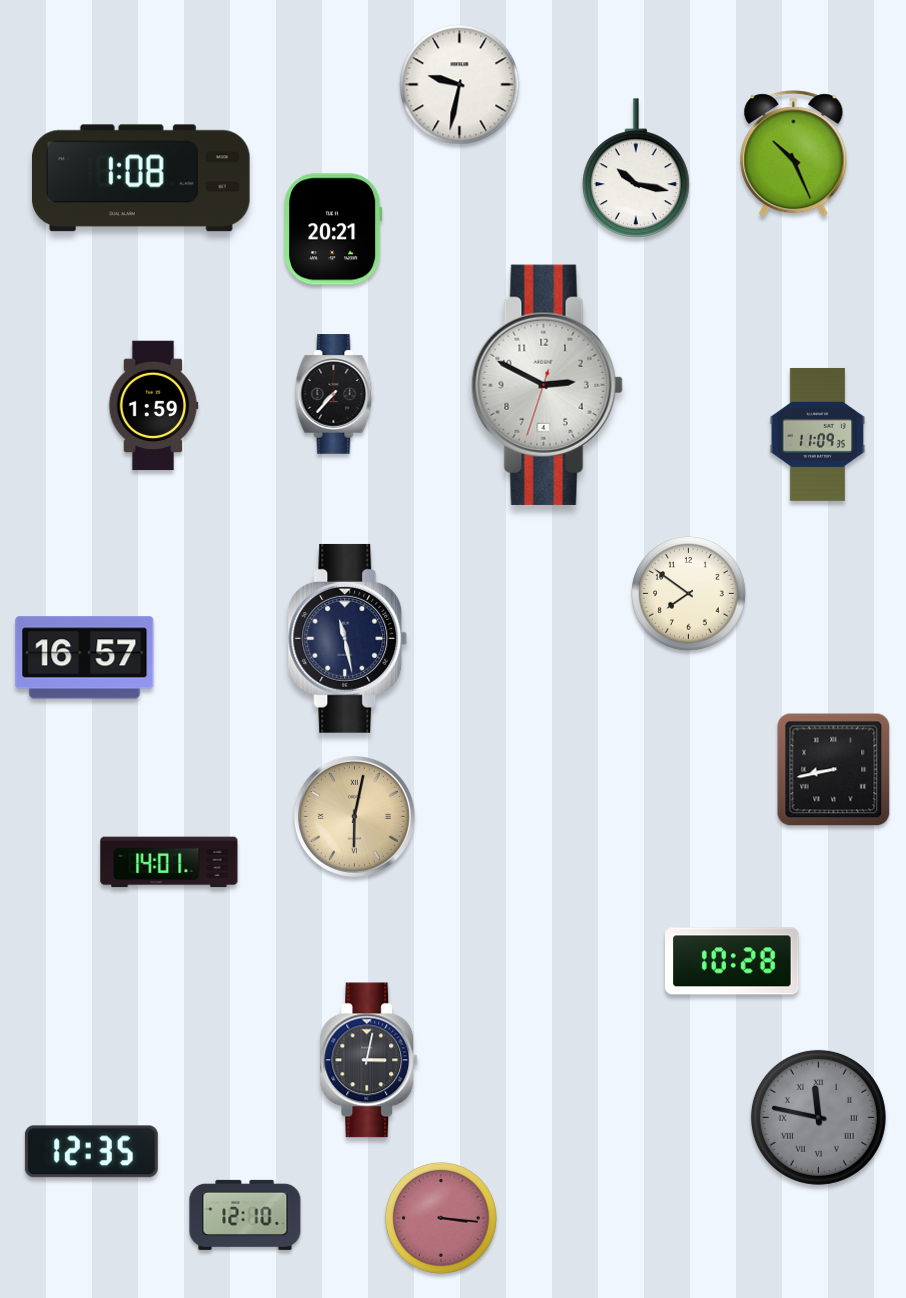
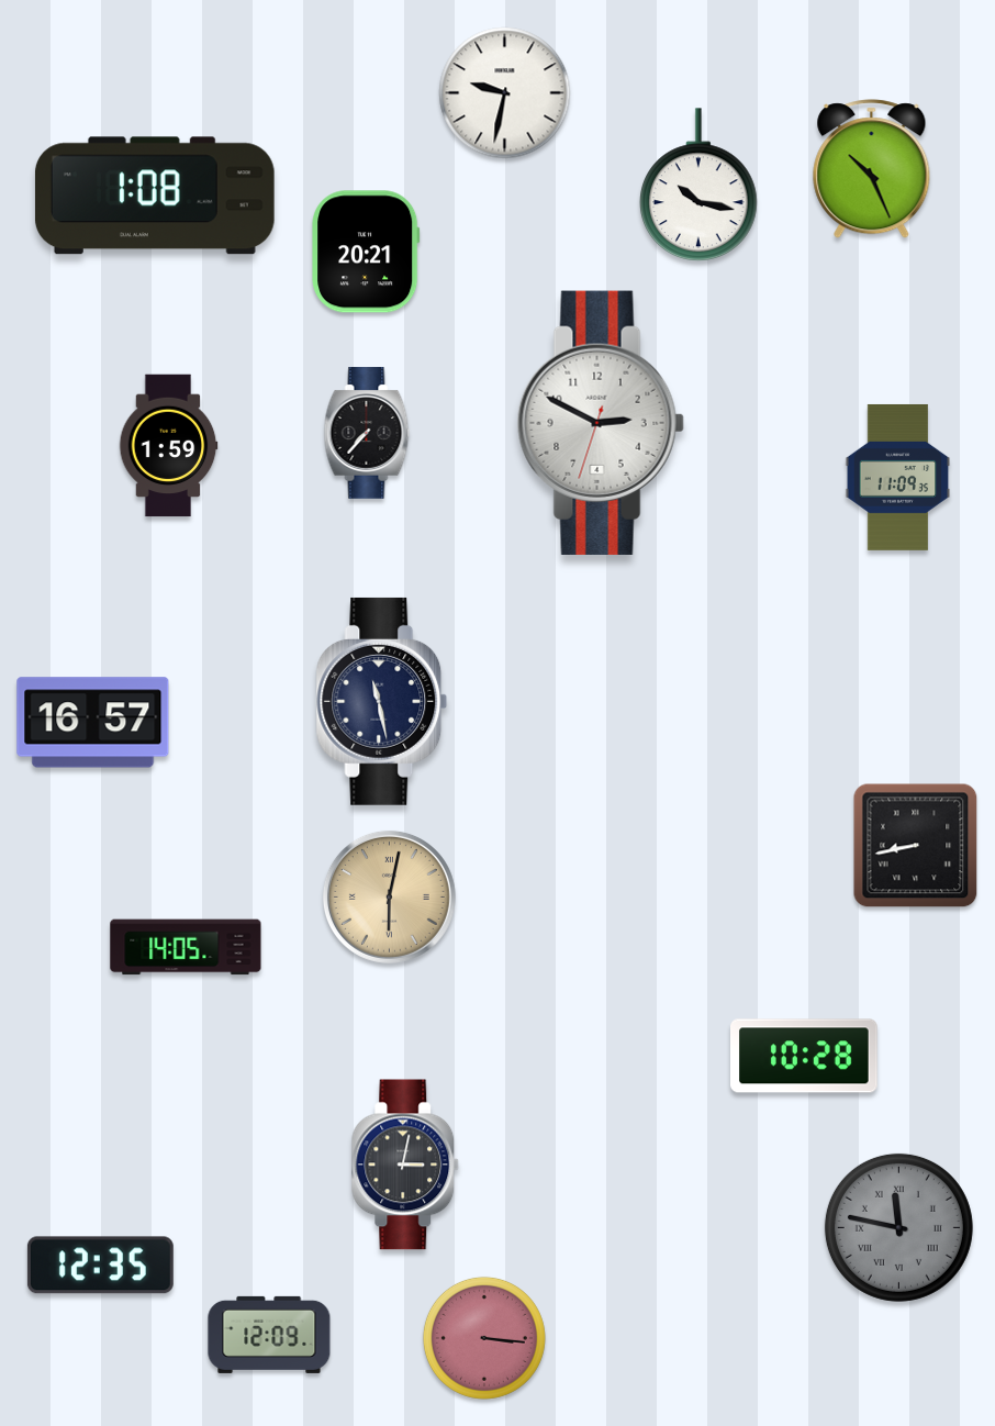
clock at (689, 594): 7:51 -> none
clock at (169, 862): 14:01 -> 14:05
clock at (245, 1215): 12:10 -> 12:09
